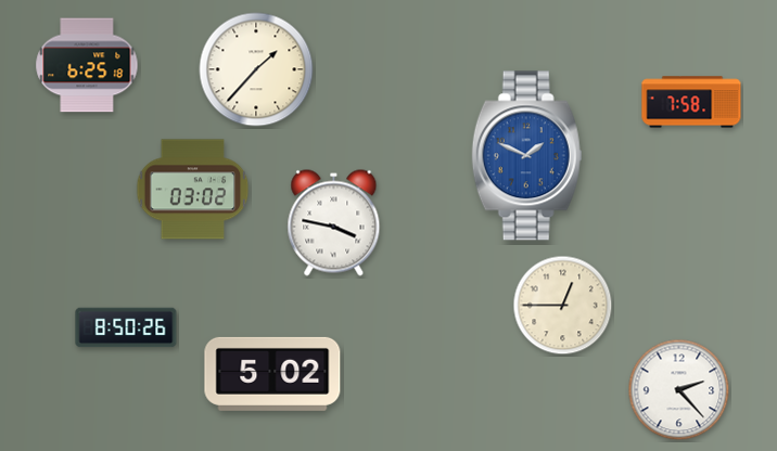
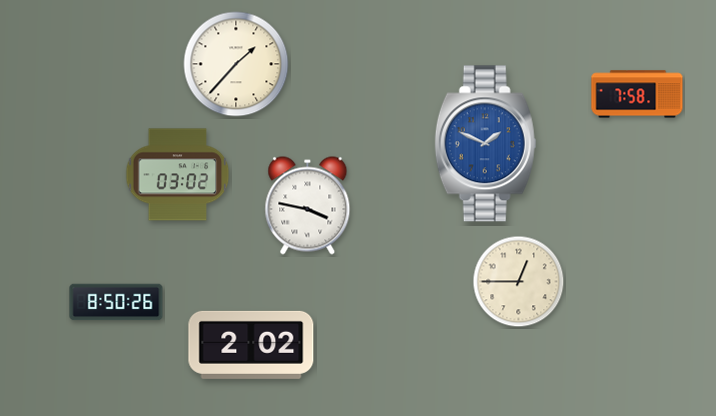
clock at (87, 65): 6:25 -> none
clock at (272, 374): 5:02 -> 2:02
clock at (679, 390): 2:23 -> none
